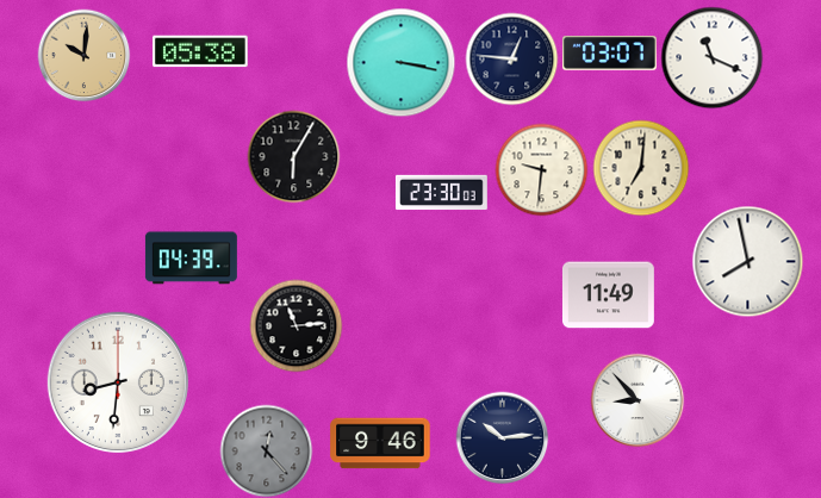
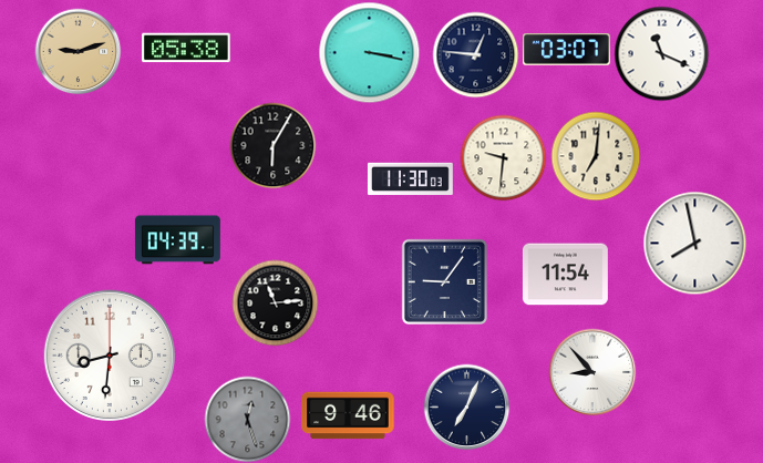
clock at (83, 55): 10:01 -> 9:12
clock at (400, 62) position: (400, 62) -> (369, 52)
clock at (441, 193): 23:30 -> 11:30
clock at (608, 295): 11:49 -> 11:54
clock at (444, 281): none -> 9:06
clock at (502, 437): 10:14 -> 7:04
clock at (380, 443) position: (380, 443) -> (348, 415)
clock at (266, 450): 12:23 -> 12:27
